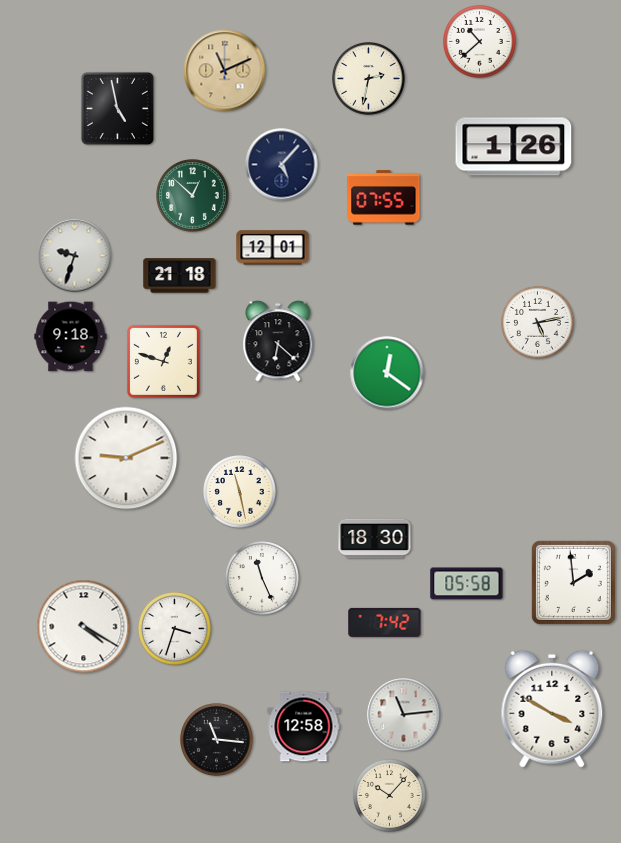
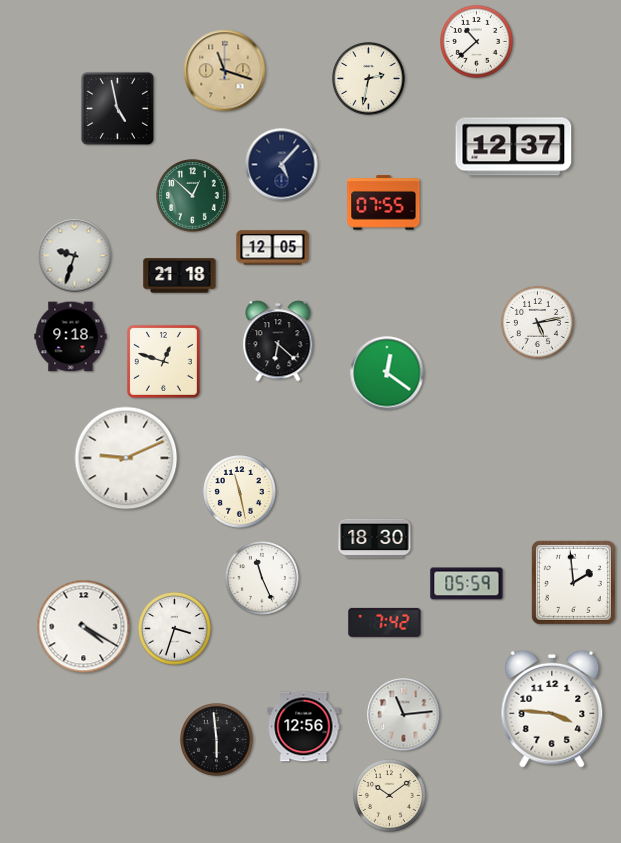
clock at (480, 42) position: (480, 42) -> (477, 42)
clock at (225, 71): 11:11 -> 11:18
clock at (514, 147): 1:26 -> 12:37
clock at (384, 198) position: (384, 198) -> (384, 203)
clock at (273, 248): 12:01 -> 12:05
clock at (467, 584): 05:58 -> 05:59
clock at (552, 709): 3:50 -> 3:46
clock at (304, 727): 12:58 -> 12:56
clock at (217, 740): 11:16 -> 5:59
clock at (390, 796): 10:07 -> 10:09
